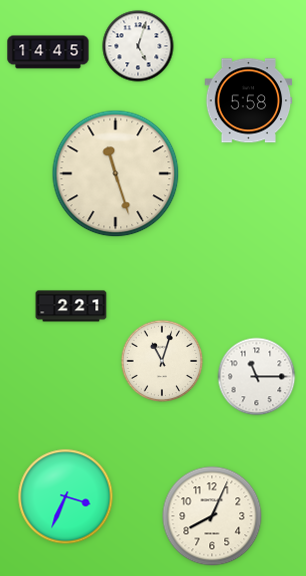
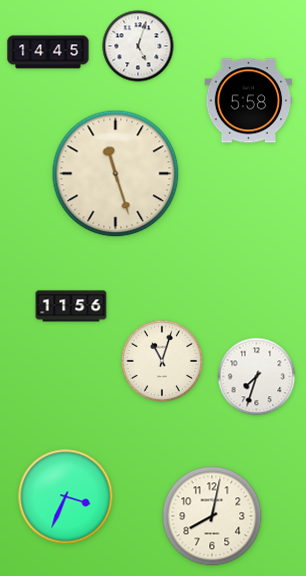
clock at (71, 306): 2:21 -> 11:56
clock at (257, 377): 11:15 -> 7:33
clock at (212, 516): 8:04 -> 8:02
